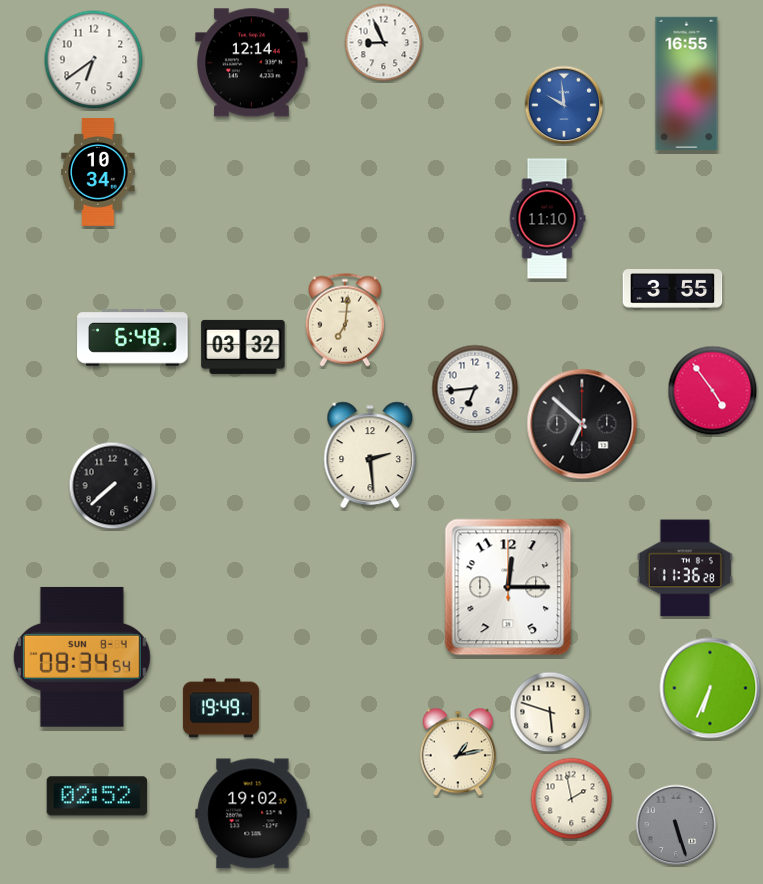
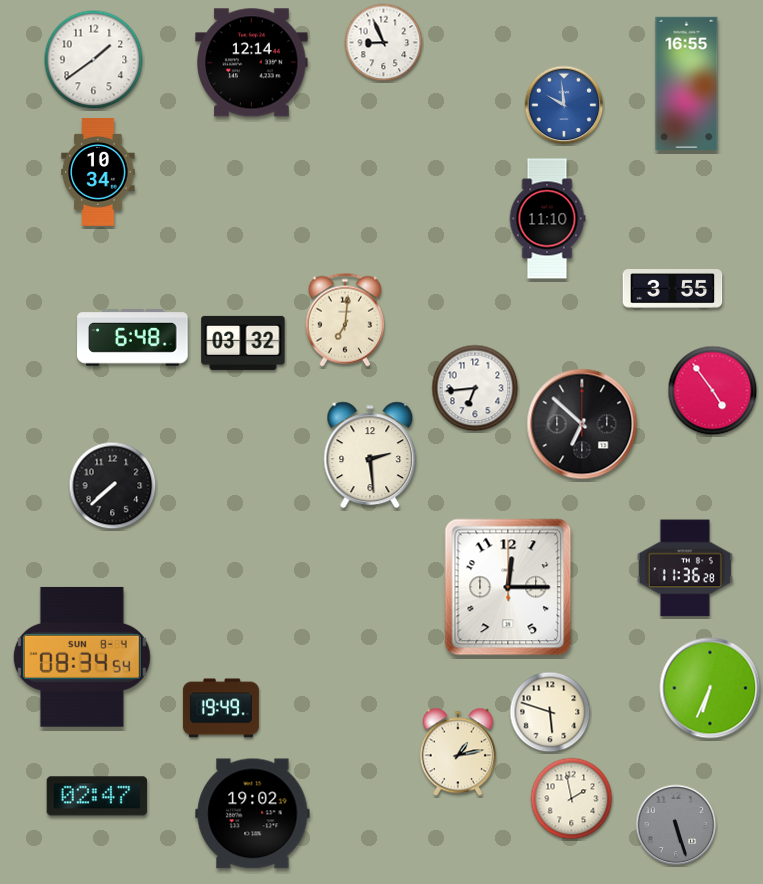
clock at (94, 60): 6:39 -> 1:39
clock at (243, 347) position: (243, 347) -> (243, 343)
clock at (97, 796): 02:52 -> 02:47
